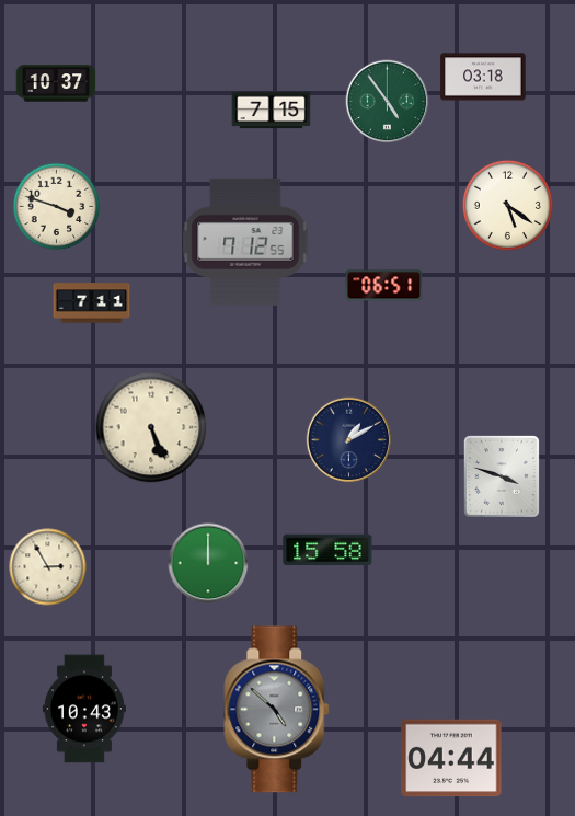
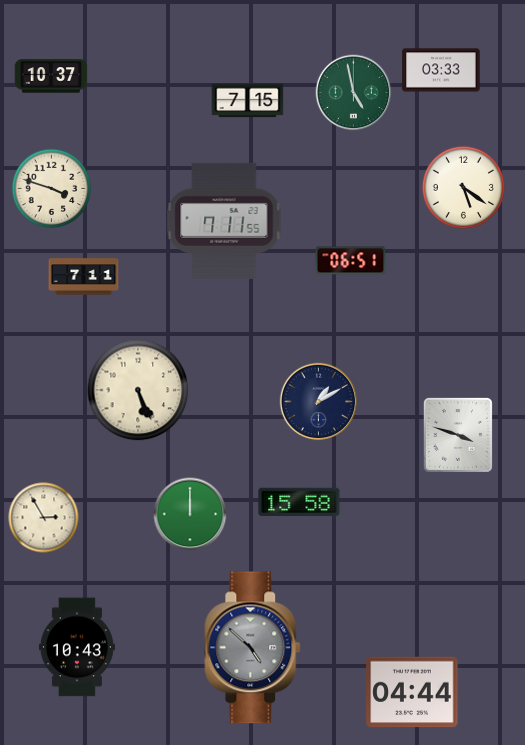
clock at (483, 77): 03:18 -> 03:33
clock at (388, 102): 4:54 -> 4:58
clock at (245, 242): 7:12 -> 7:11
